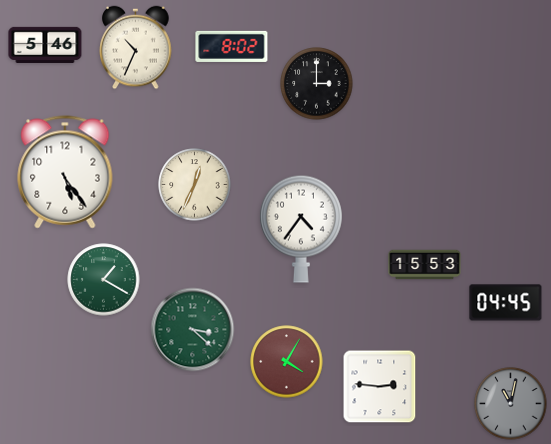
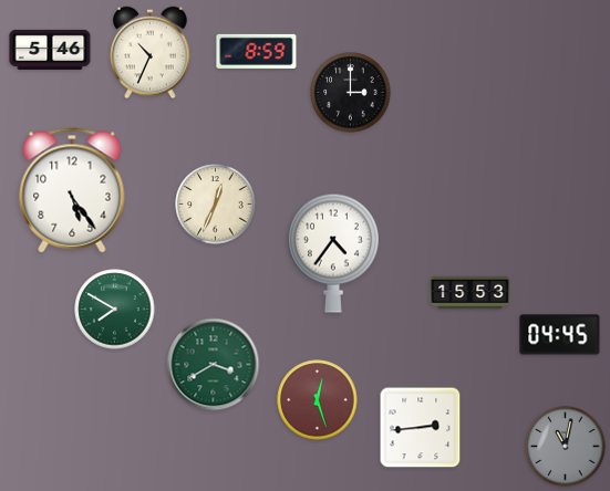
clock at (232, 46): 8:02 -> 8:59
clock at (104, 280): 1:20 -> 7:50
clock at (193, 330): 3:22 -> 3:40
clock at (287, 362): 4:05 -> 12:27
clock at (380, 387): 2:46 -> 2:44
